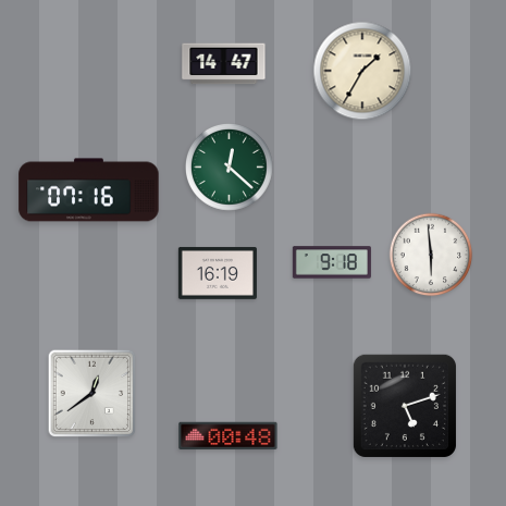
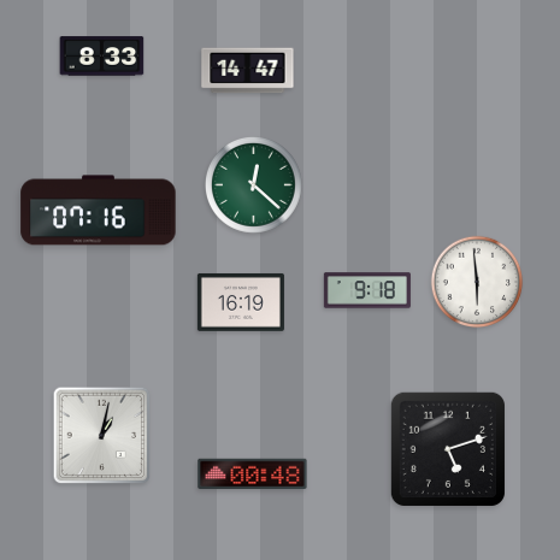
clock at (102, 57): none -> 8:33
clock at (362, 71): 1:35 -> none
clock at (92, 394): 12:39 -> 1:02
clock at (229, 436) position: (229, 436) -> (253, 474)
